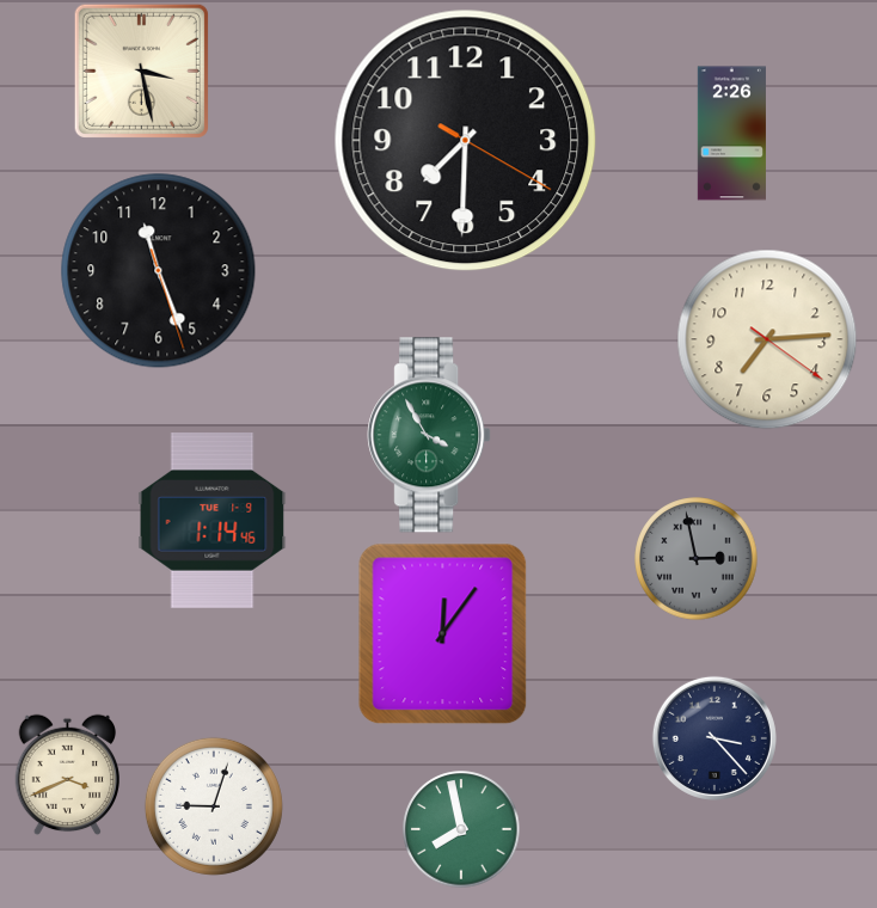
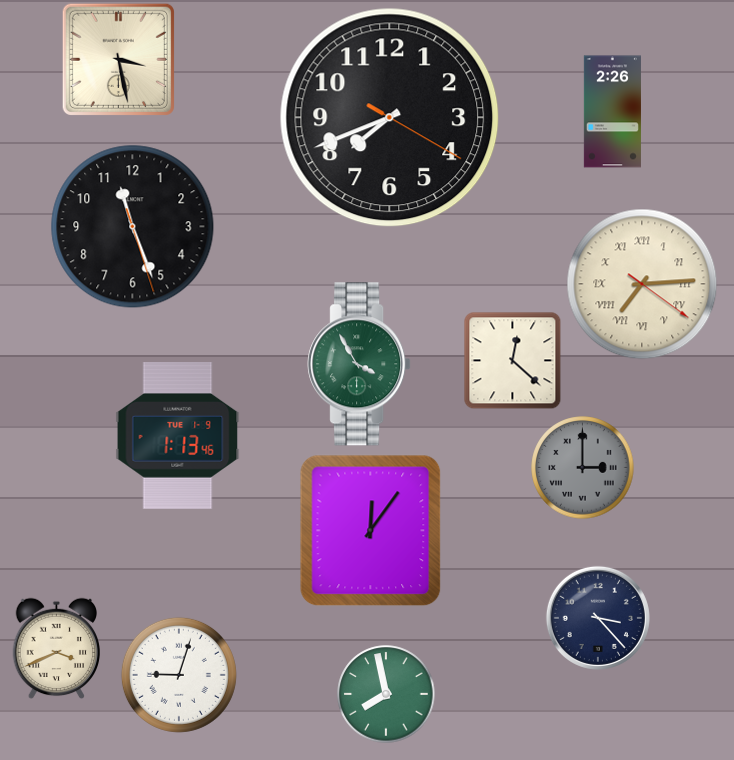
clock at (466, 141): 7:30 -> 7:41
clock at (767, 339) numerals: Arabic -> Roman
clock at (512, 360): none -> 12:22
clock at (213, 521): 1:14 -> 1:13
clock at (697, 559): 2:58 -> 3:00
